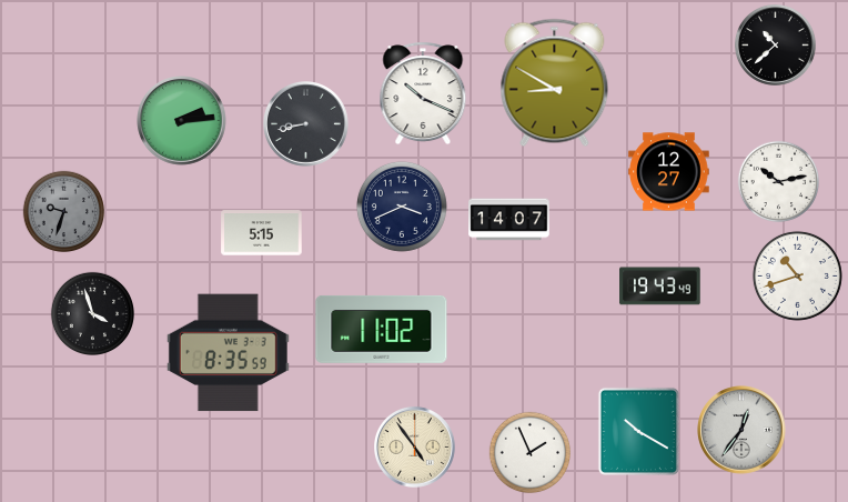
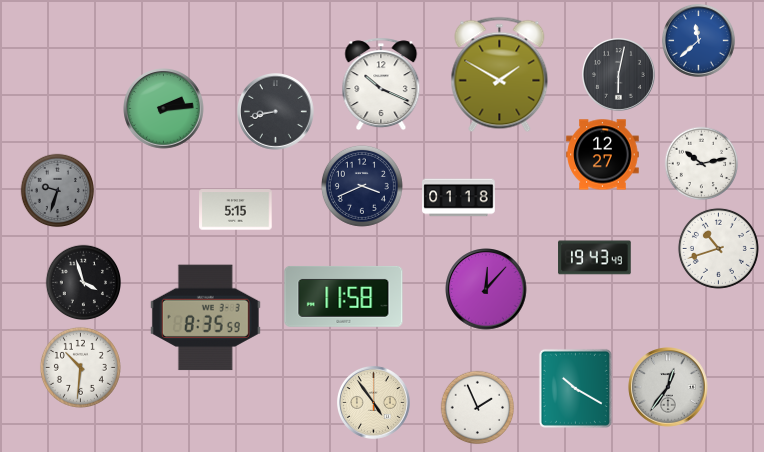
clock at (776, 46): 10:38 -> 11:38
clock at (776, 46) dial: black -> blue
clock at (555, 83): 8:50 -> 1:50
clock at (619, 75): none -> 6:02
clock at (509, 220): 14:07 -> 01:18
clock at (486, 289): none -> 12:07
clock at (382, 329): 11:02 -> 11:58
clock at (80, 367): none -> 10:31
